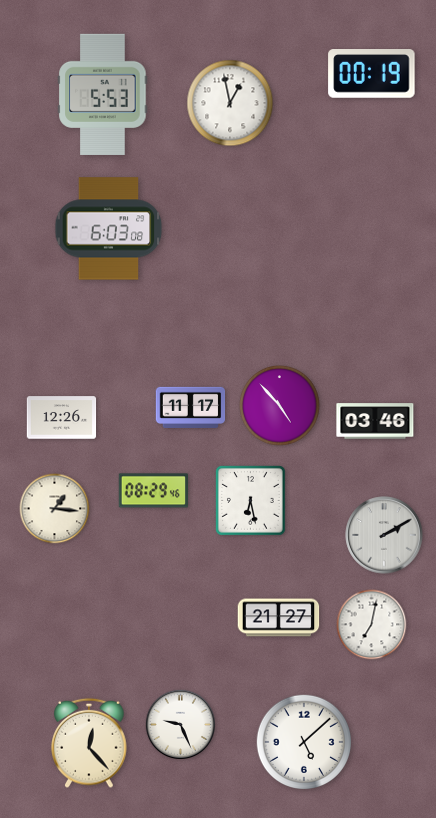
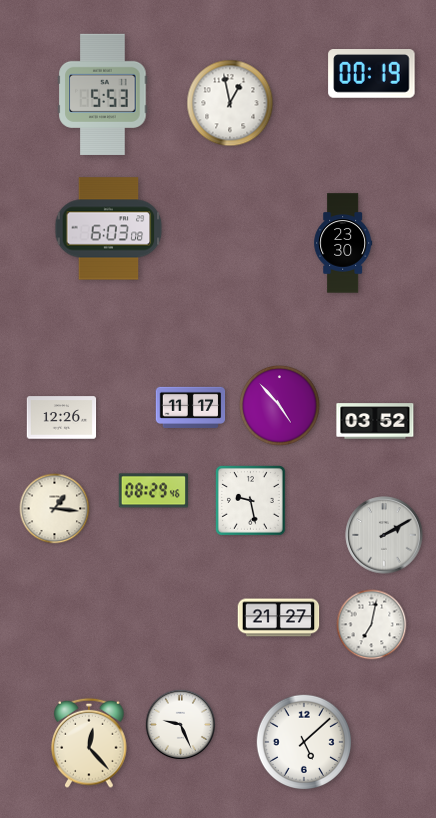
clock at (343, 243): none -> 23:30
clock at (375, 421): 03:46 -> 03:52
clock at (251, 501): 6:28 -> 9:28
